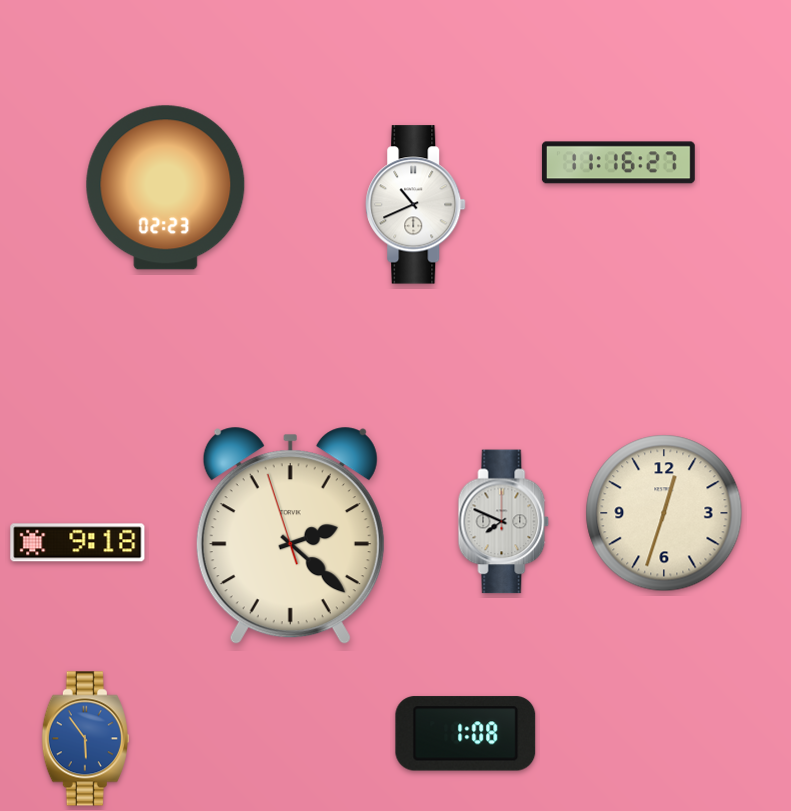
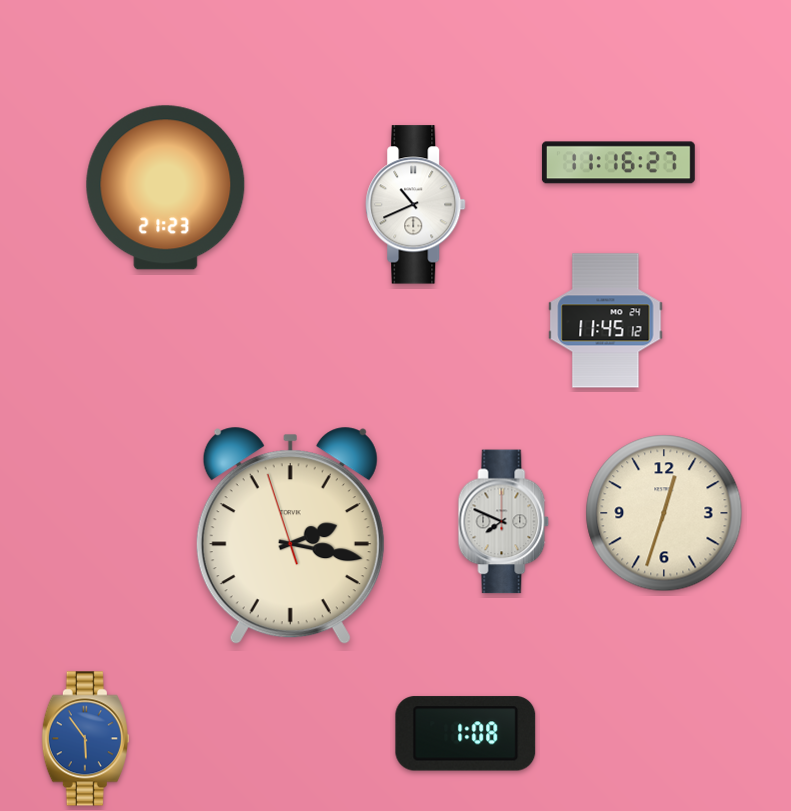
clock at (166, 188): 02:23 -> 21:23
clock at (606, 321): none -> 11:45
clock at (290, 536): 2:21 -> 2:16
clock at (78, 543): 9:18 -> none
